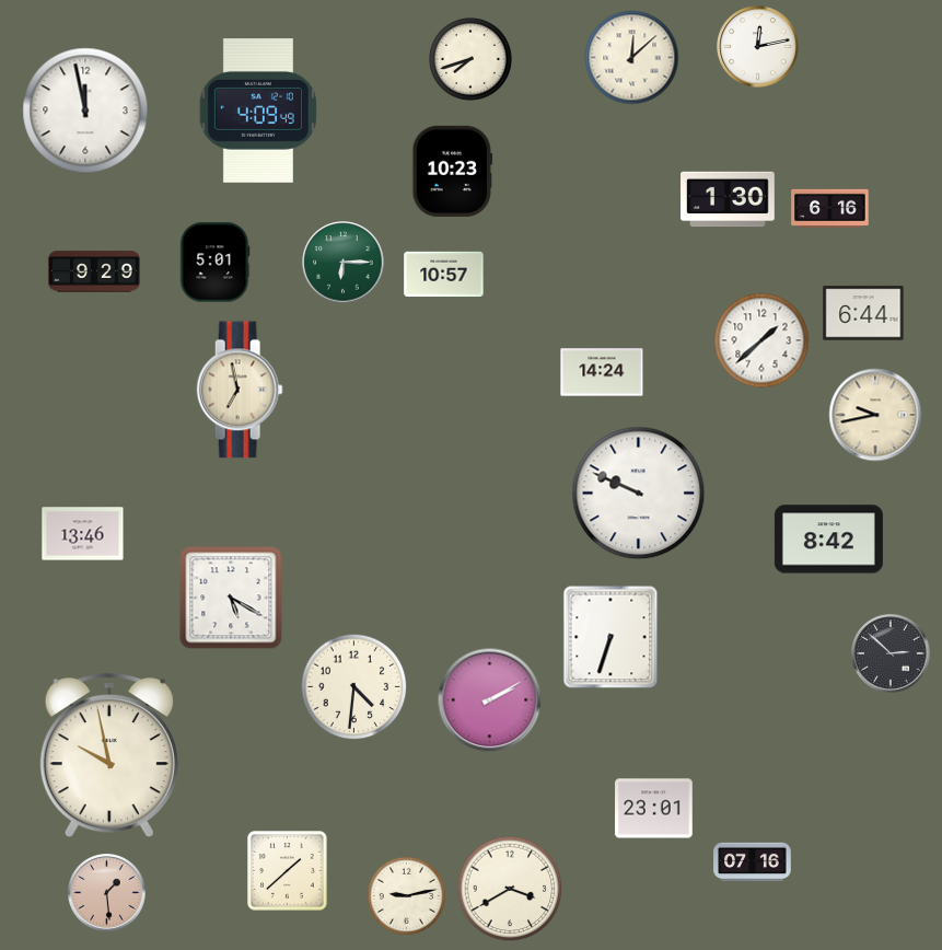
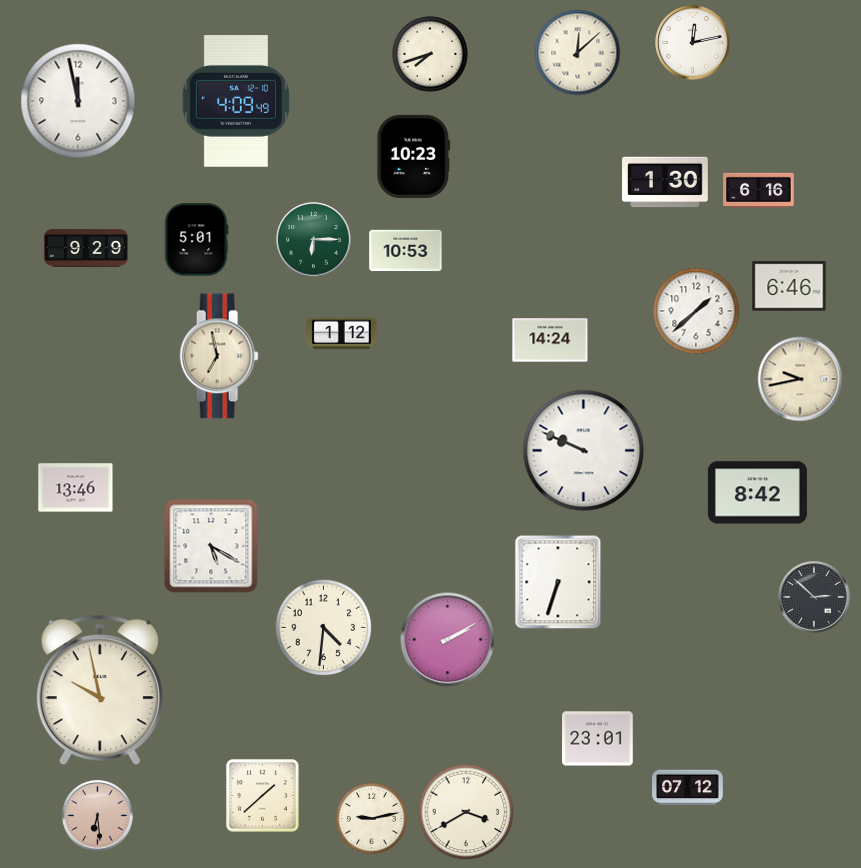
clock at (444, 275): 10:57 -> 10:53
clock at (863, 313): 6:44 -> 6:46
clock at (342, 334): none -> 1:12
clock at (753, 862): 07:16 -> 07:12
clock at (107, 893): 1:29 -> 6:29
